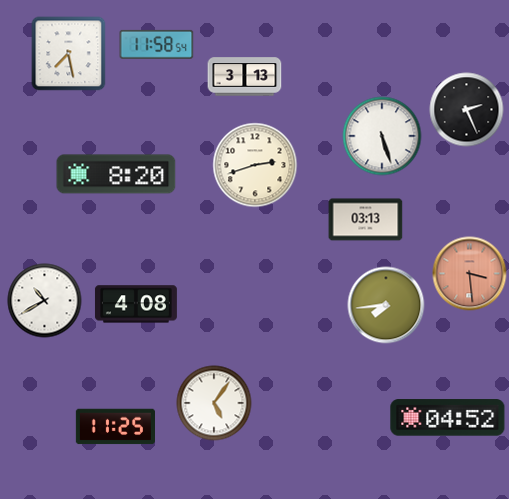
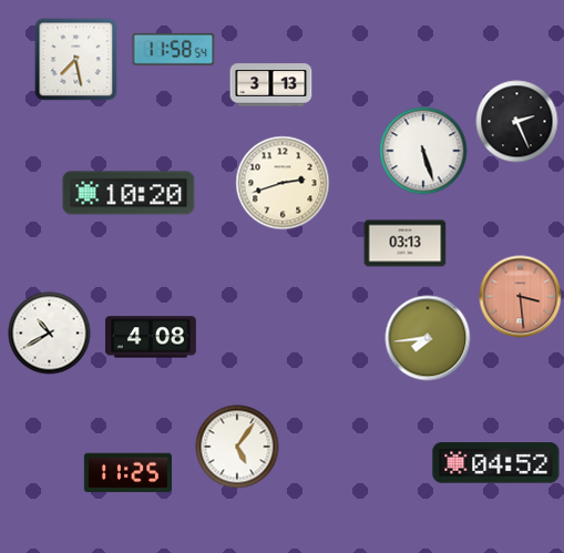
clock at (116, 174): 8:20 -> 10:20
clock at (470, 274) position: (470, 274) -> (521, 297)
